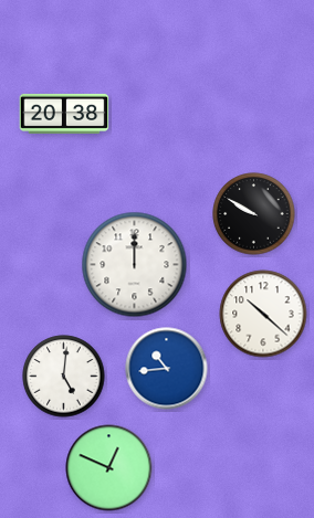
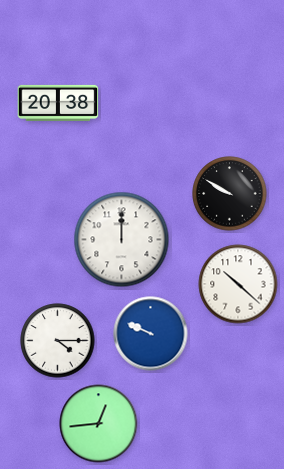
clock at (167, 369): 10:44 -> 9:49
clock at (64, 377): 5:01 -> 4:15
clock at (109, 468): 12:49 -> 12:44
